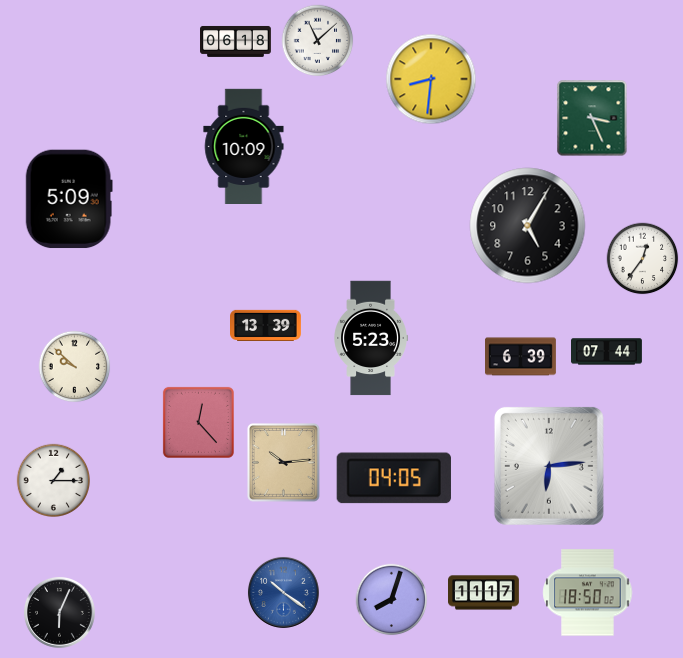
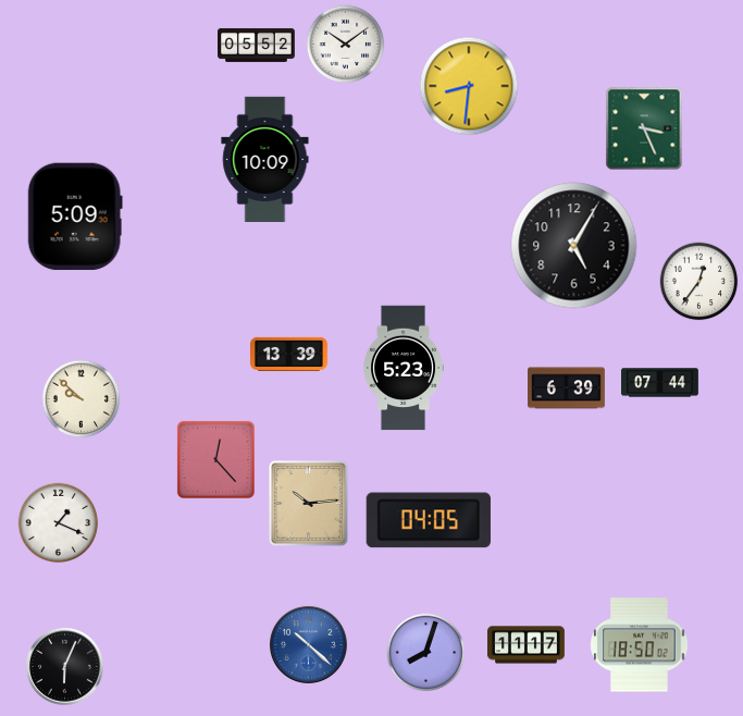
clock at (236, 41): 06:18 -> 05:52
clock at (318, 41): 11:08 -> 10:09
clock at (549, 466): 6:14 -> none
clock at (53, 480): 1:15 -> 1:19
clock at (283, 592): 10:21 -> 10:22
